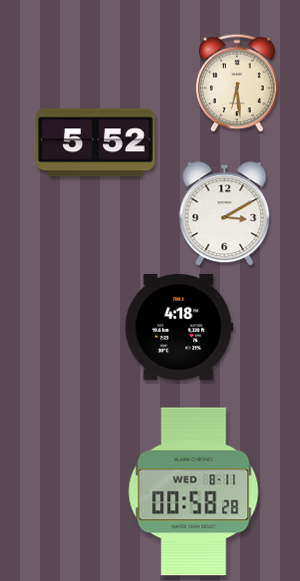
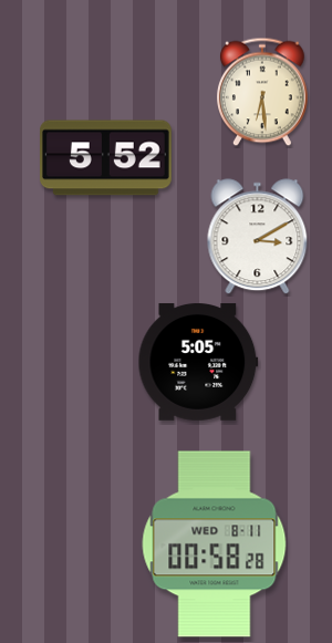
clock at (225, 214) position: (225, 214) -> (258, 237)
clock at (179, 327): 4:18 -> 5:05
